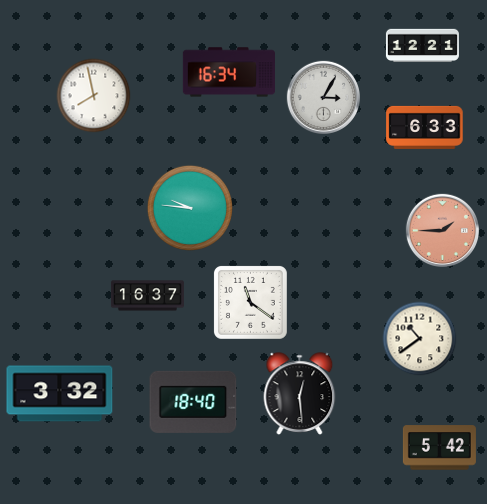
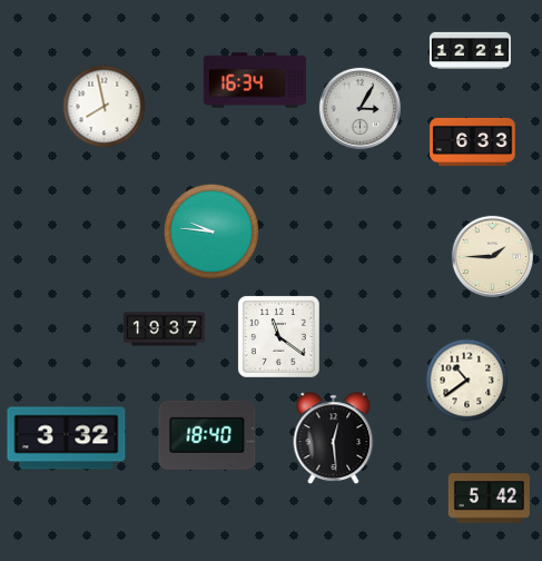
clock at (442, 230) dial: salmon -> cream
clock at (147, 296): 16:37 -> 19:37
clock at (420, 339) position: (420, 339) -> (467, 381)
clock at (193, 402) position: (193, 402) -> (207, 435)
